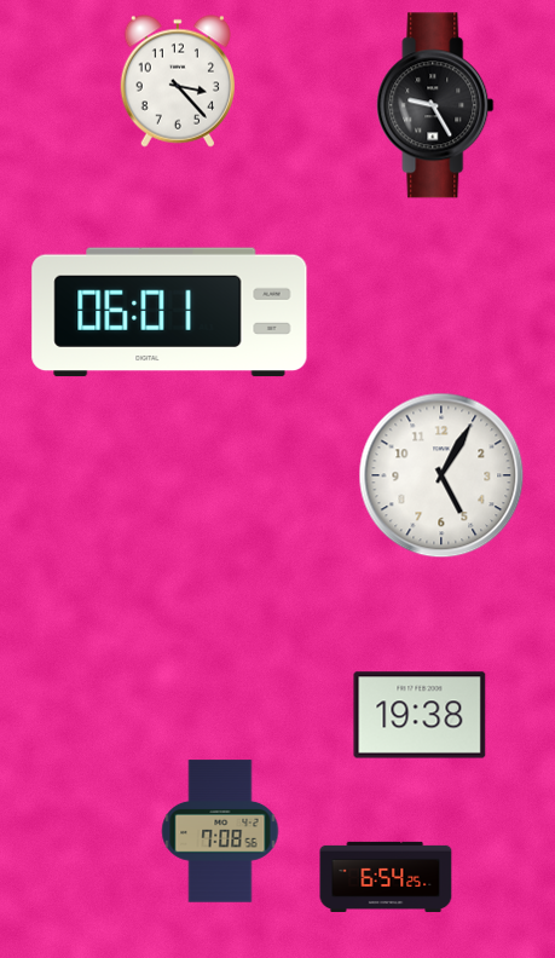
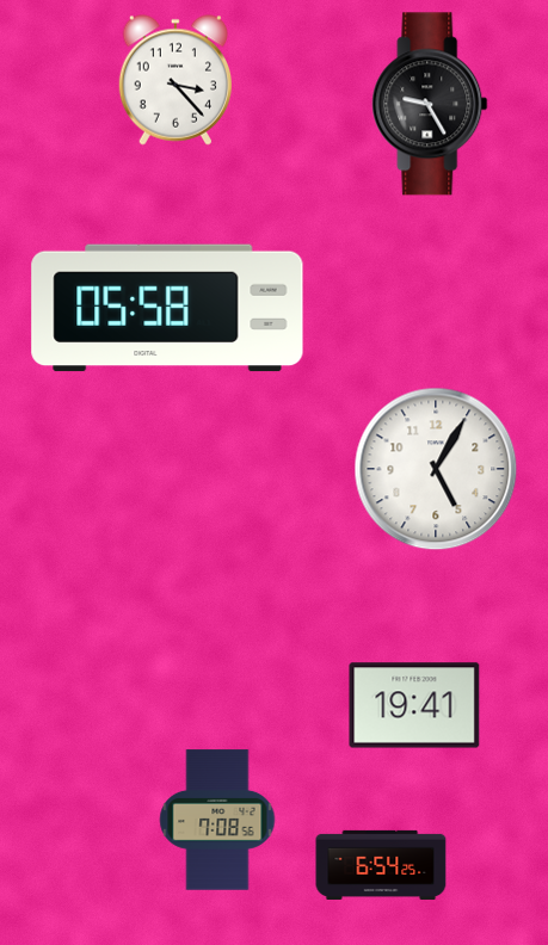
clock at (169, 312): 06:01 -> 05:58
clock at (420, 715): 19:38 -> 19:41
